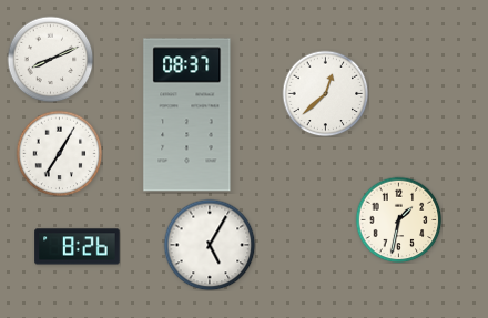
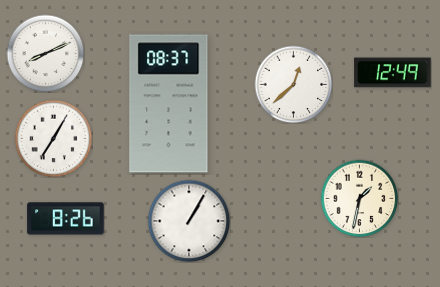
clock at (393, 73): none -> 12:49
clock at (210, 245): 5:05 -> 1:05
clock at (78, 247) position: (78, 247) -> (66, 219)
